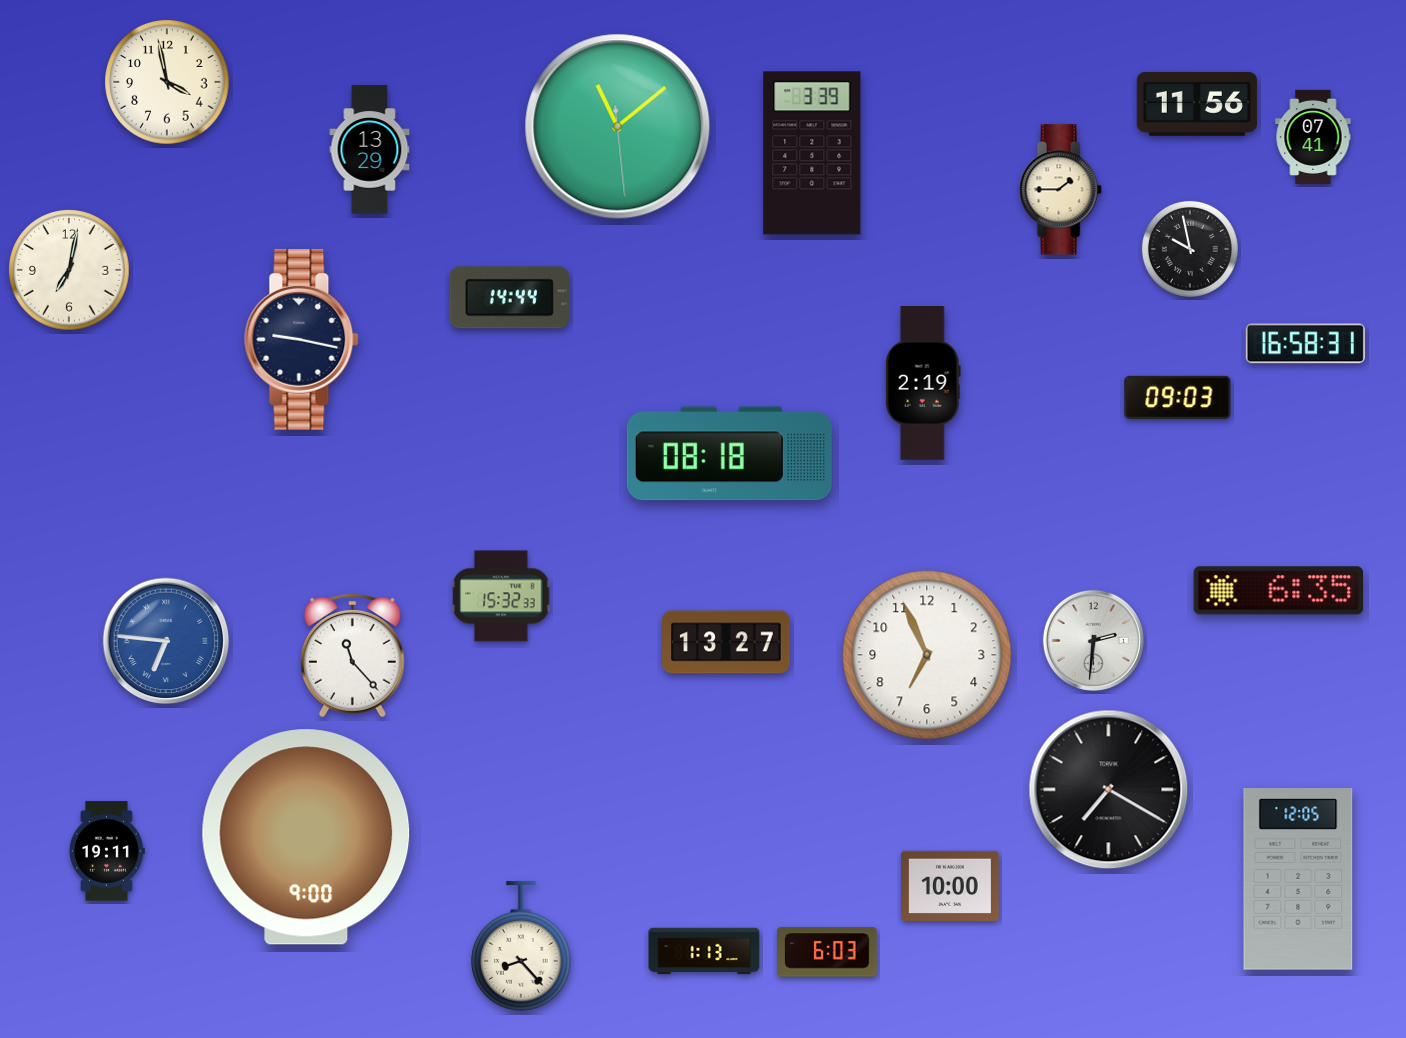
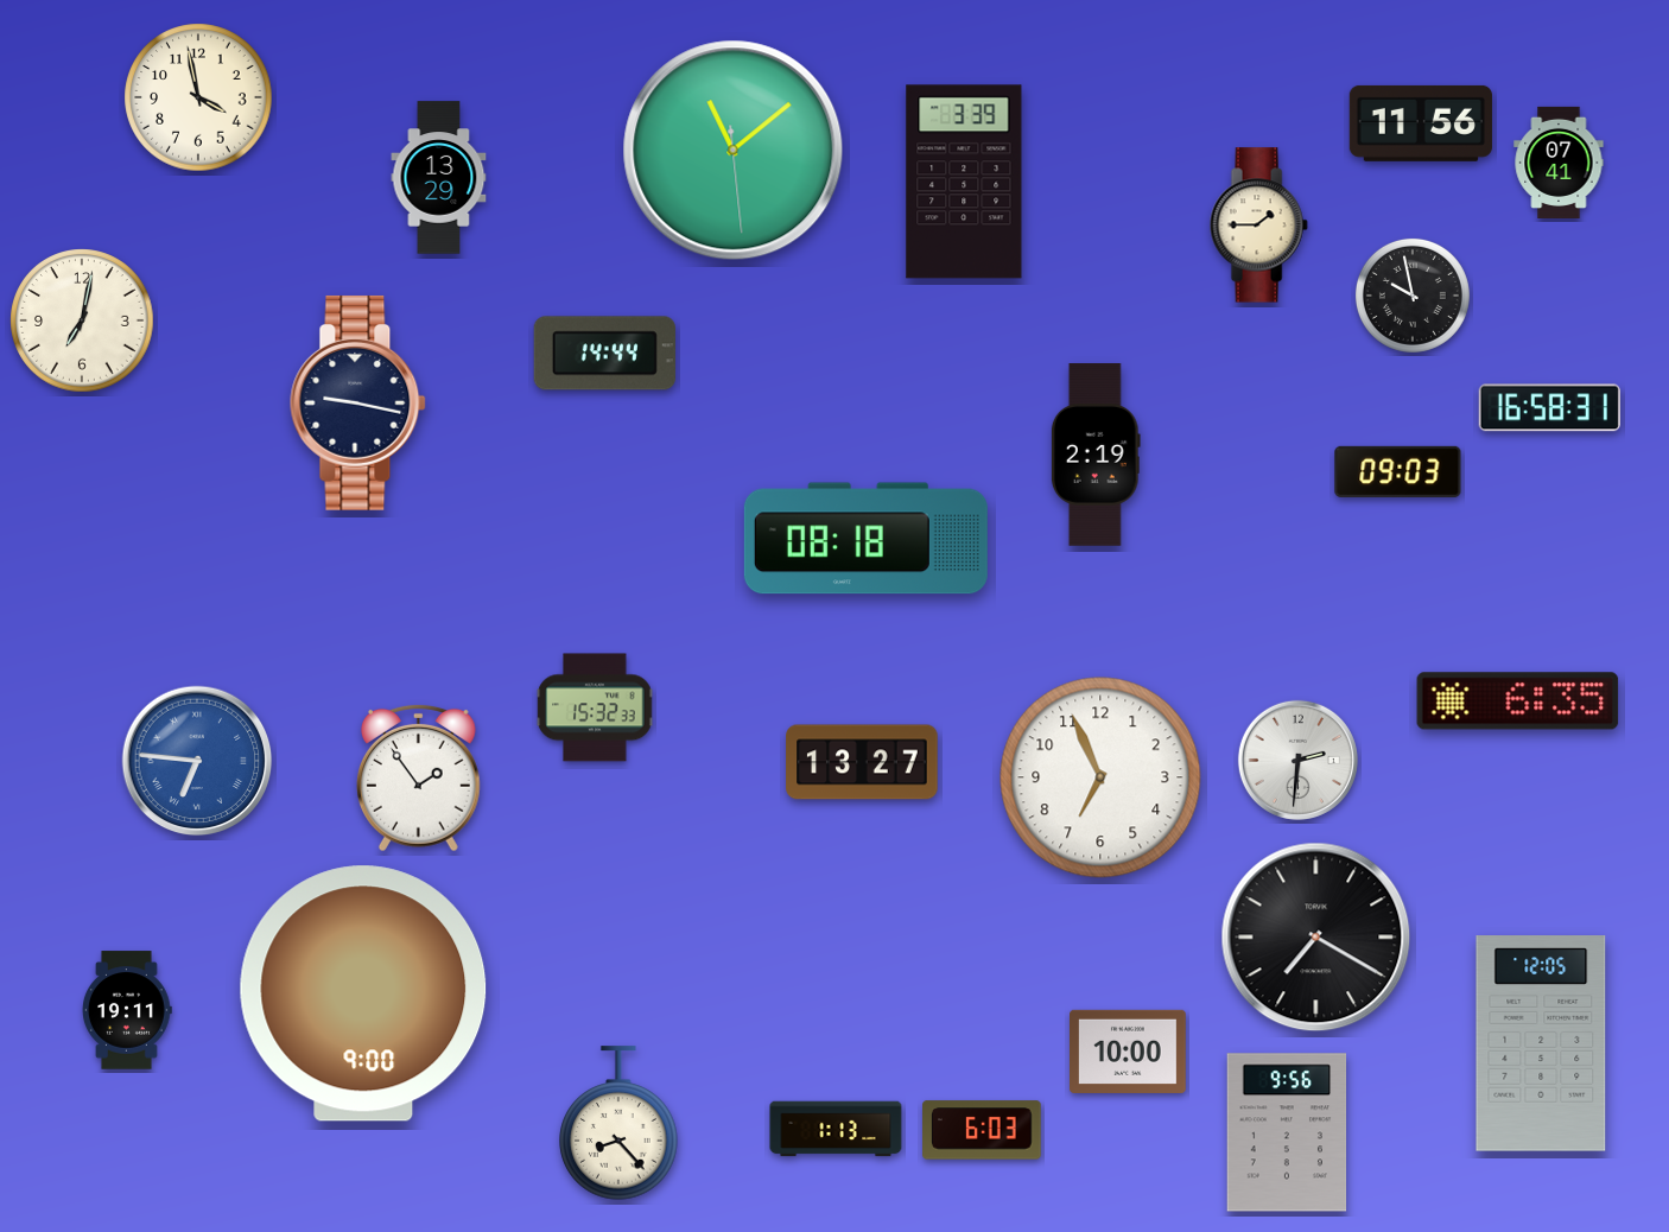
clock at (353, 655): 11:23 -> 1:54
clock at (1287, 1132): none -> 9:56
